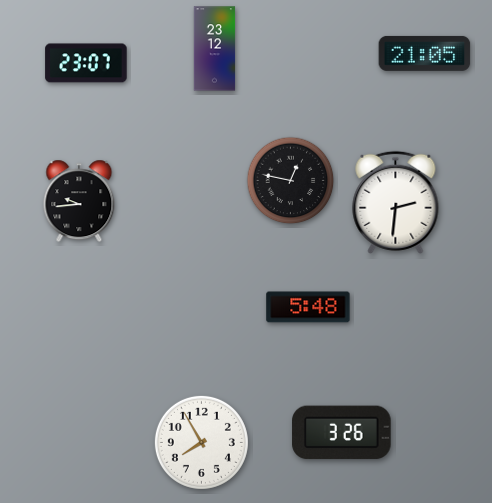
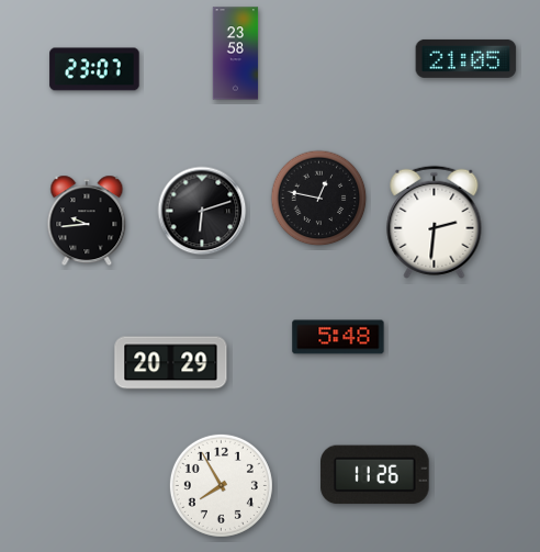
clock at (215, 49): 23:12 -> 23:58
clock at (202, 211): none -> 6:12
clock at (171, 363): none -> 20:29
clock at (342, 433): 3:26 -> 11:26
